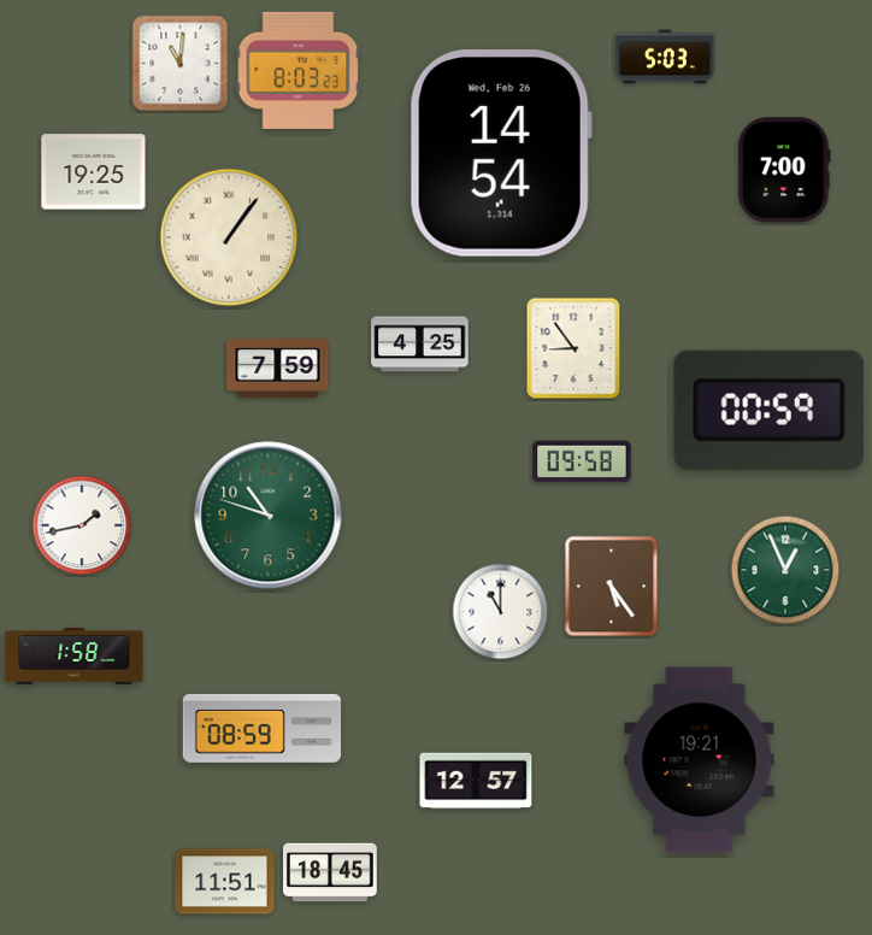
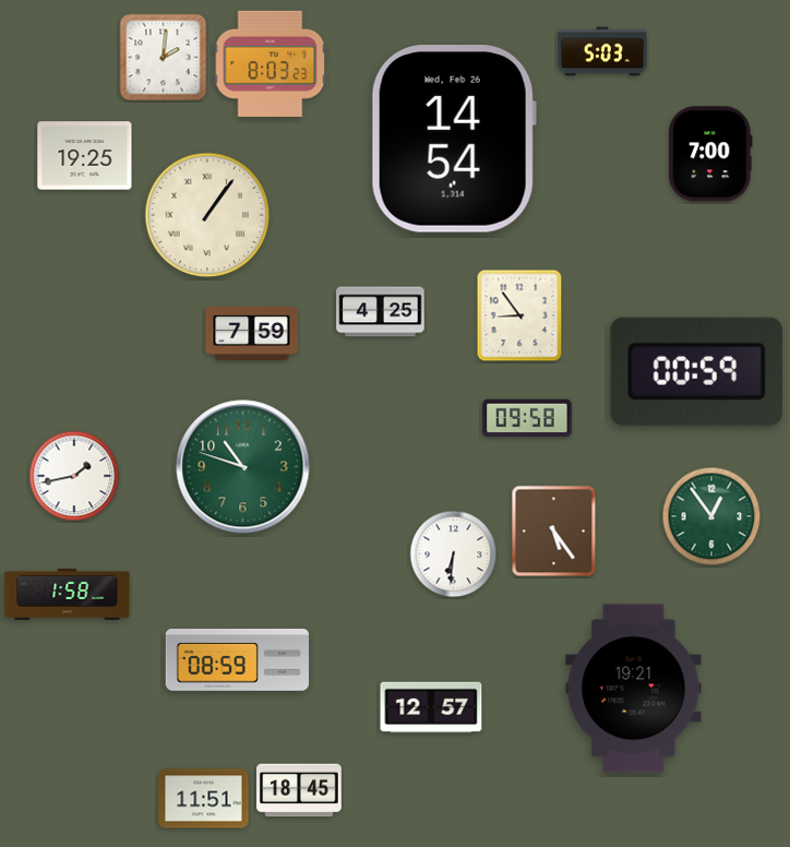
clock at (181, 64): 11:01 -> 2:01
clock at (785, 570): 12:56 -> 12:54
clock at (501, 612): 11:00 -> 6:31
